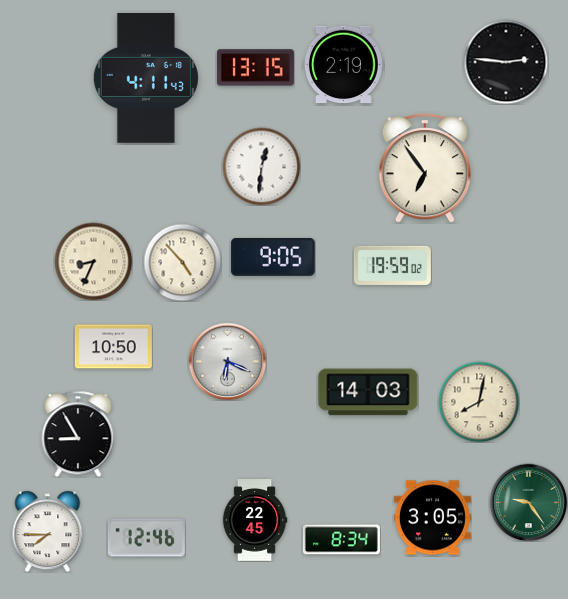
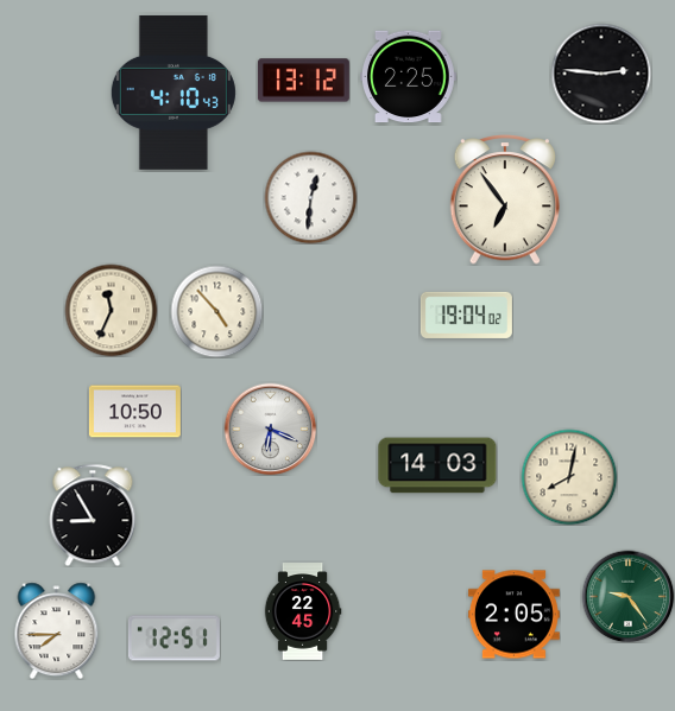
clock at (344, 65): 2:19 -> 2:25
clock at (255, 68): 13:15 -> 13:12
clock at (146, 78): 4:11 -> 4:10
clock at (273, 257): 9:05 -> none
clock at (93, 261): 8:34 -> 11:34
clock at (392, 265): 19:59 -> 19:04
clock at (432, 518): 3:05 -> 2:05
clock at (255, 520) position: (255, 520) -> (303, 611)
clock at (146, 538): 12:46 -> 12:51
clock at (341, 540): 8:34 -> none
